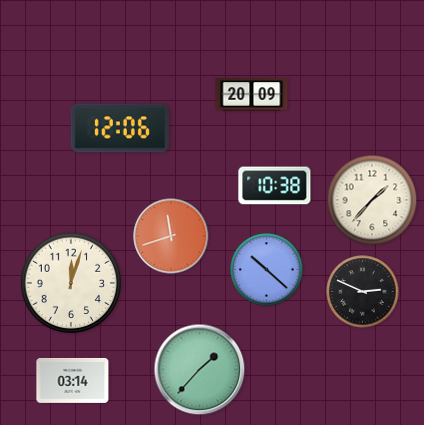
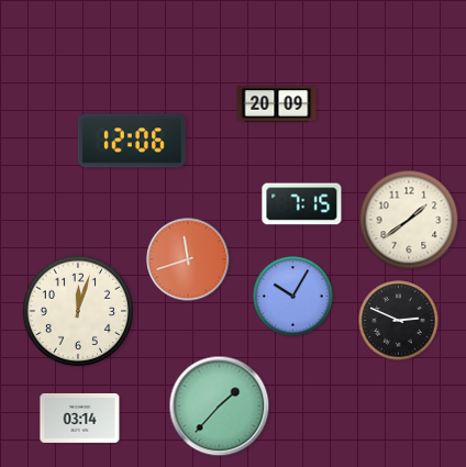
clock at (275, 186): 10:38 -> 7:15
clock at (372, 200): 1:37 -> 1:39
clock at (267, 270): 10:22 -> 10:05
